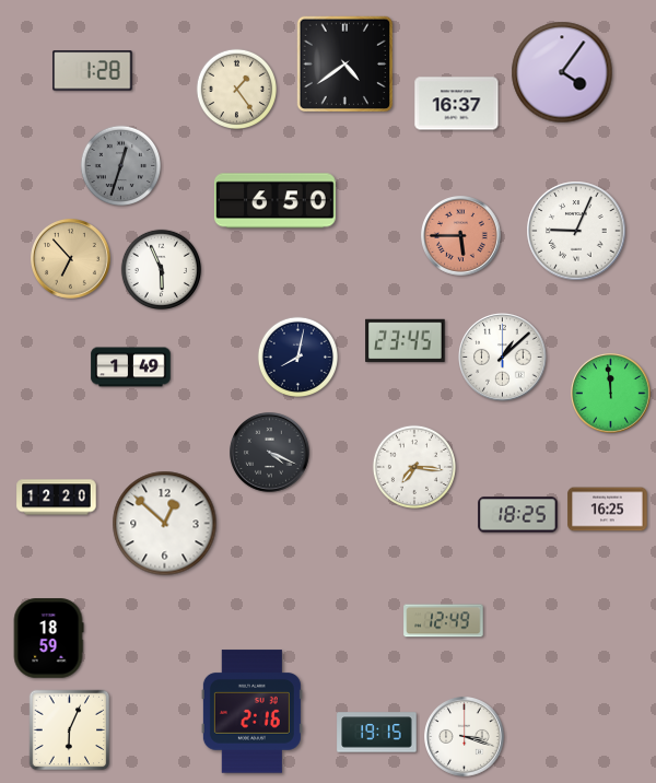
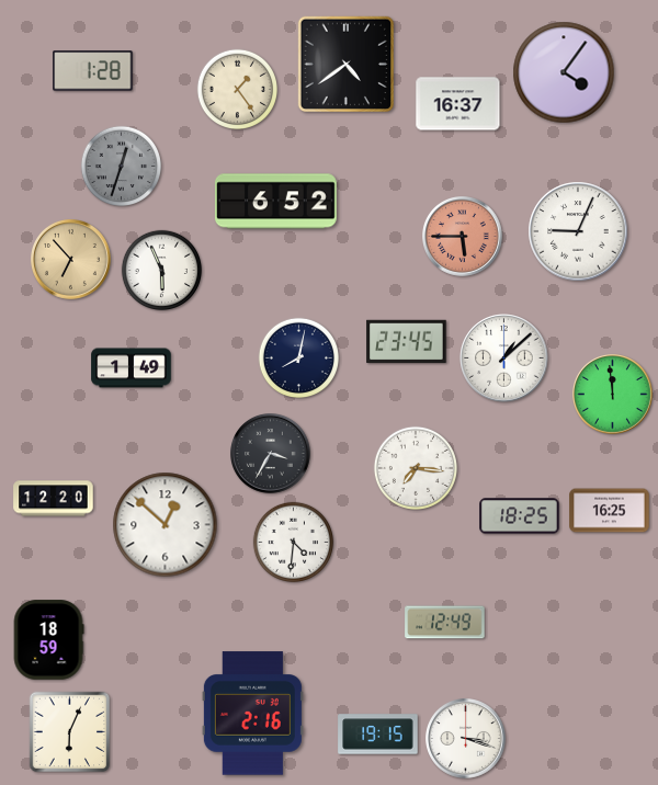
clock at (274, 201): 6:50 -> 6:52
clock at (270, 453): 4:19 -> 3:35
clock at (57, 498) position: (57, 498) -> (54, 499)
clock at (294, 543): none -> 4:31
